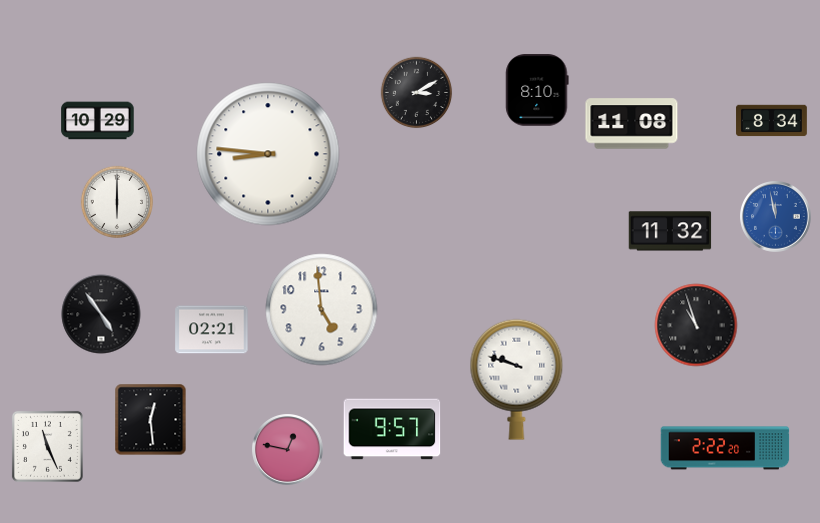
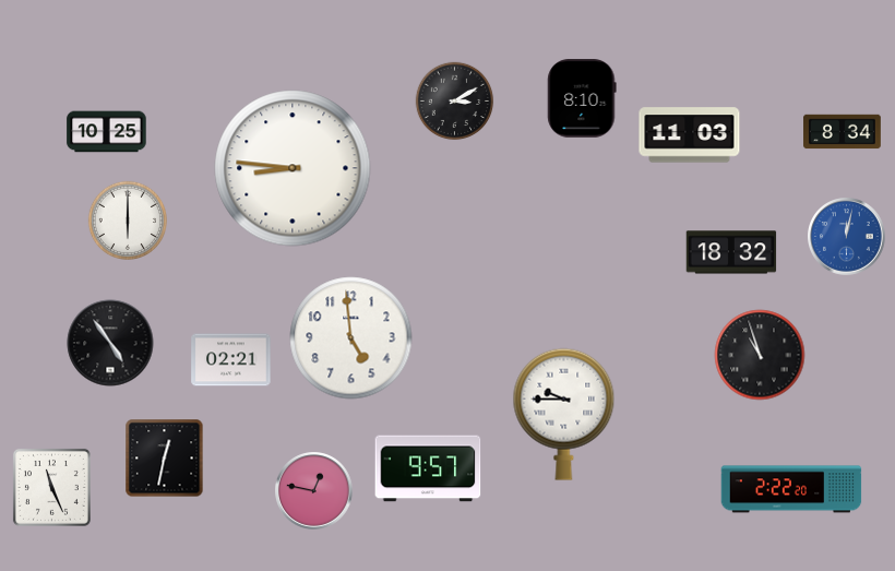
clock at (537, 90) position: (537, 90) -> (582, 98)
clock at (98, 121): 10:29 -> 10:25
clock at (632, 124): 11:08 -> 11:03
clock at (776, 217): 11:58 -> 12:02
clock at (670, 231): 11:32 -> 18:32
clock at (517, 379): 9:48 -> 9:45
clock at (151, 420): 12:29 -> 12:32
